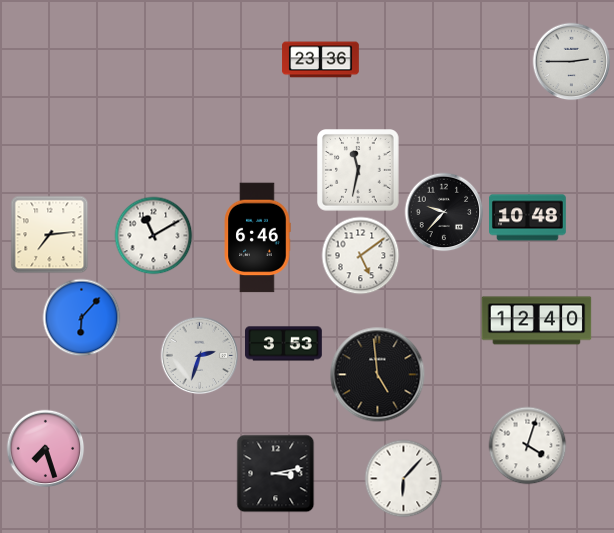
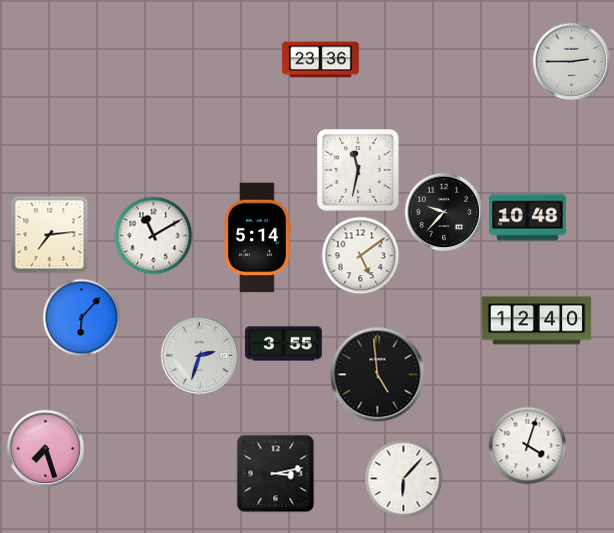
clock at (257, 238): 6:46 -> 5:14
clock at (284, 344): 3:53 -> 3:55
